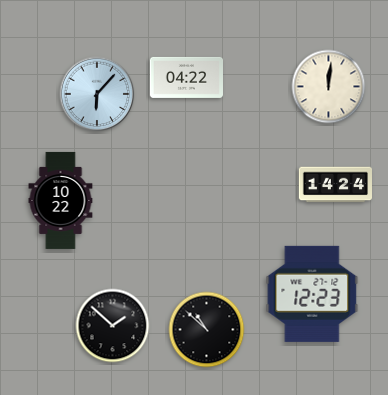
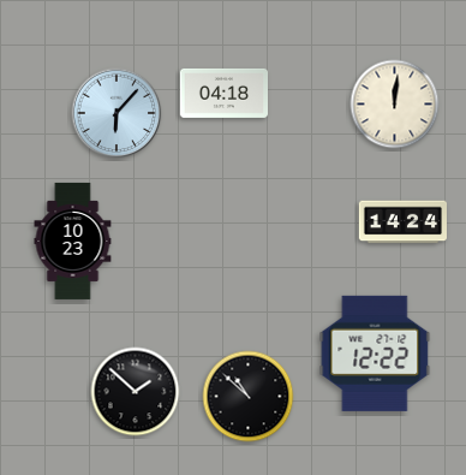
clock at (186, 77): 04:22 -> 04:18
clock at (61, 200): 10:22 -> 10:23
clock at (312, 294): 12:23 -> 12:22
